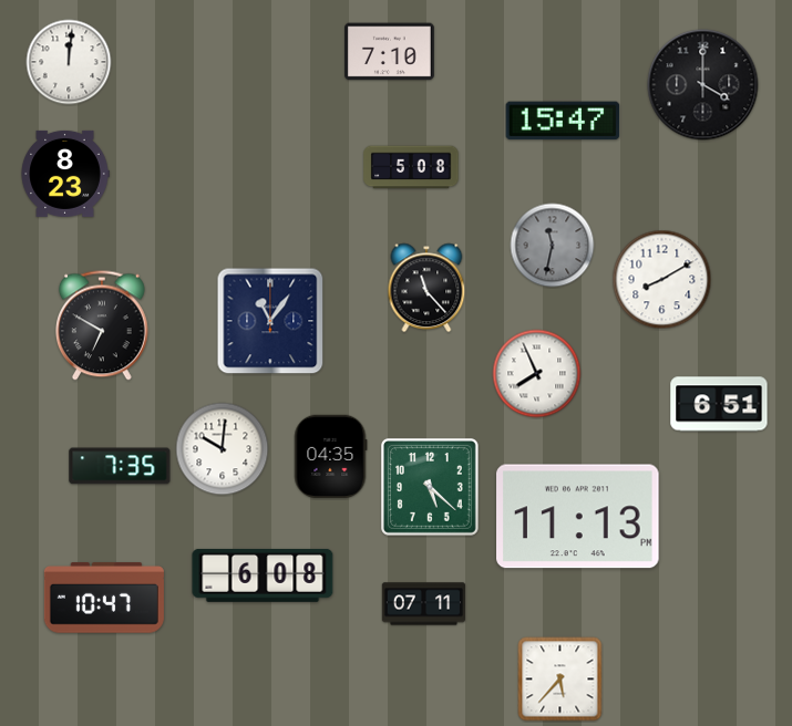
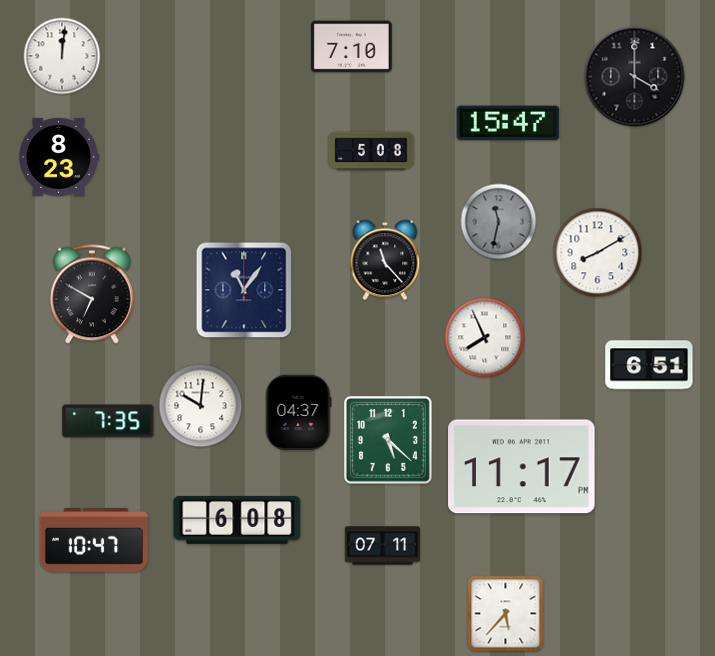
clock at (563, 121) position: (563, 121) -> (508, 123)
clock at (330, 456): 04:35 -> 04:37
clock at (578, 517): 11:13 -> 11:17
